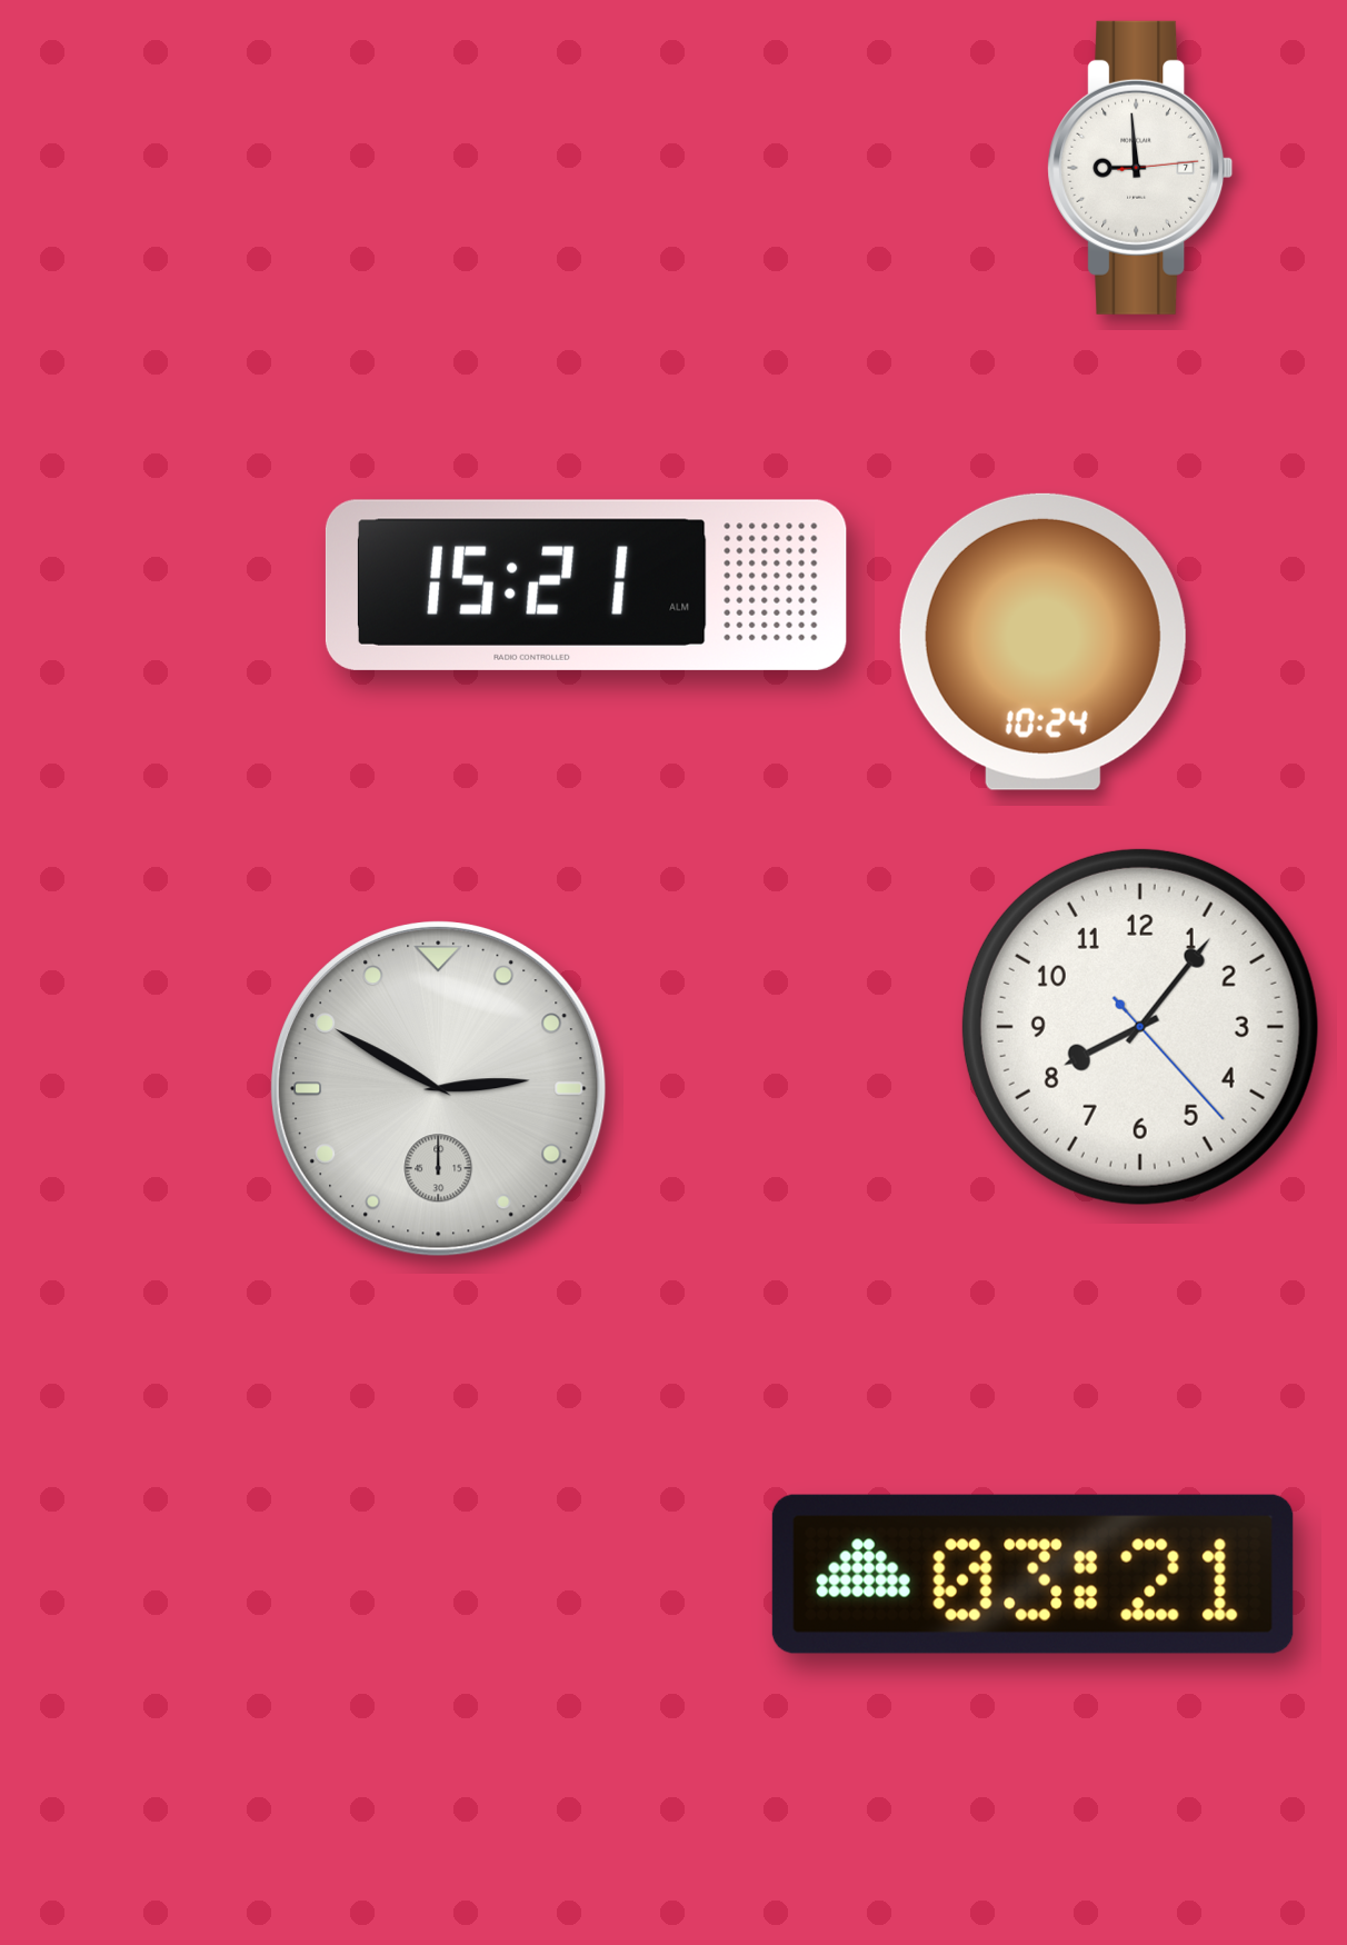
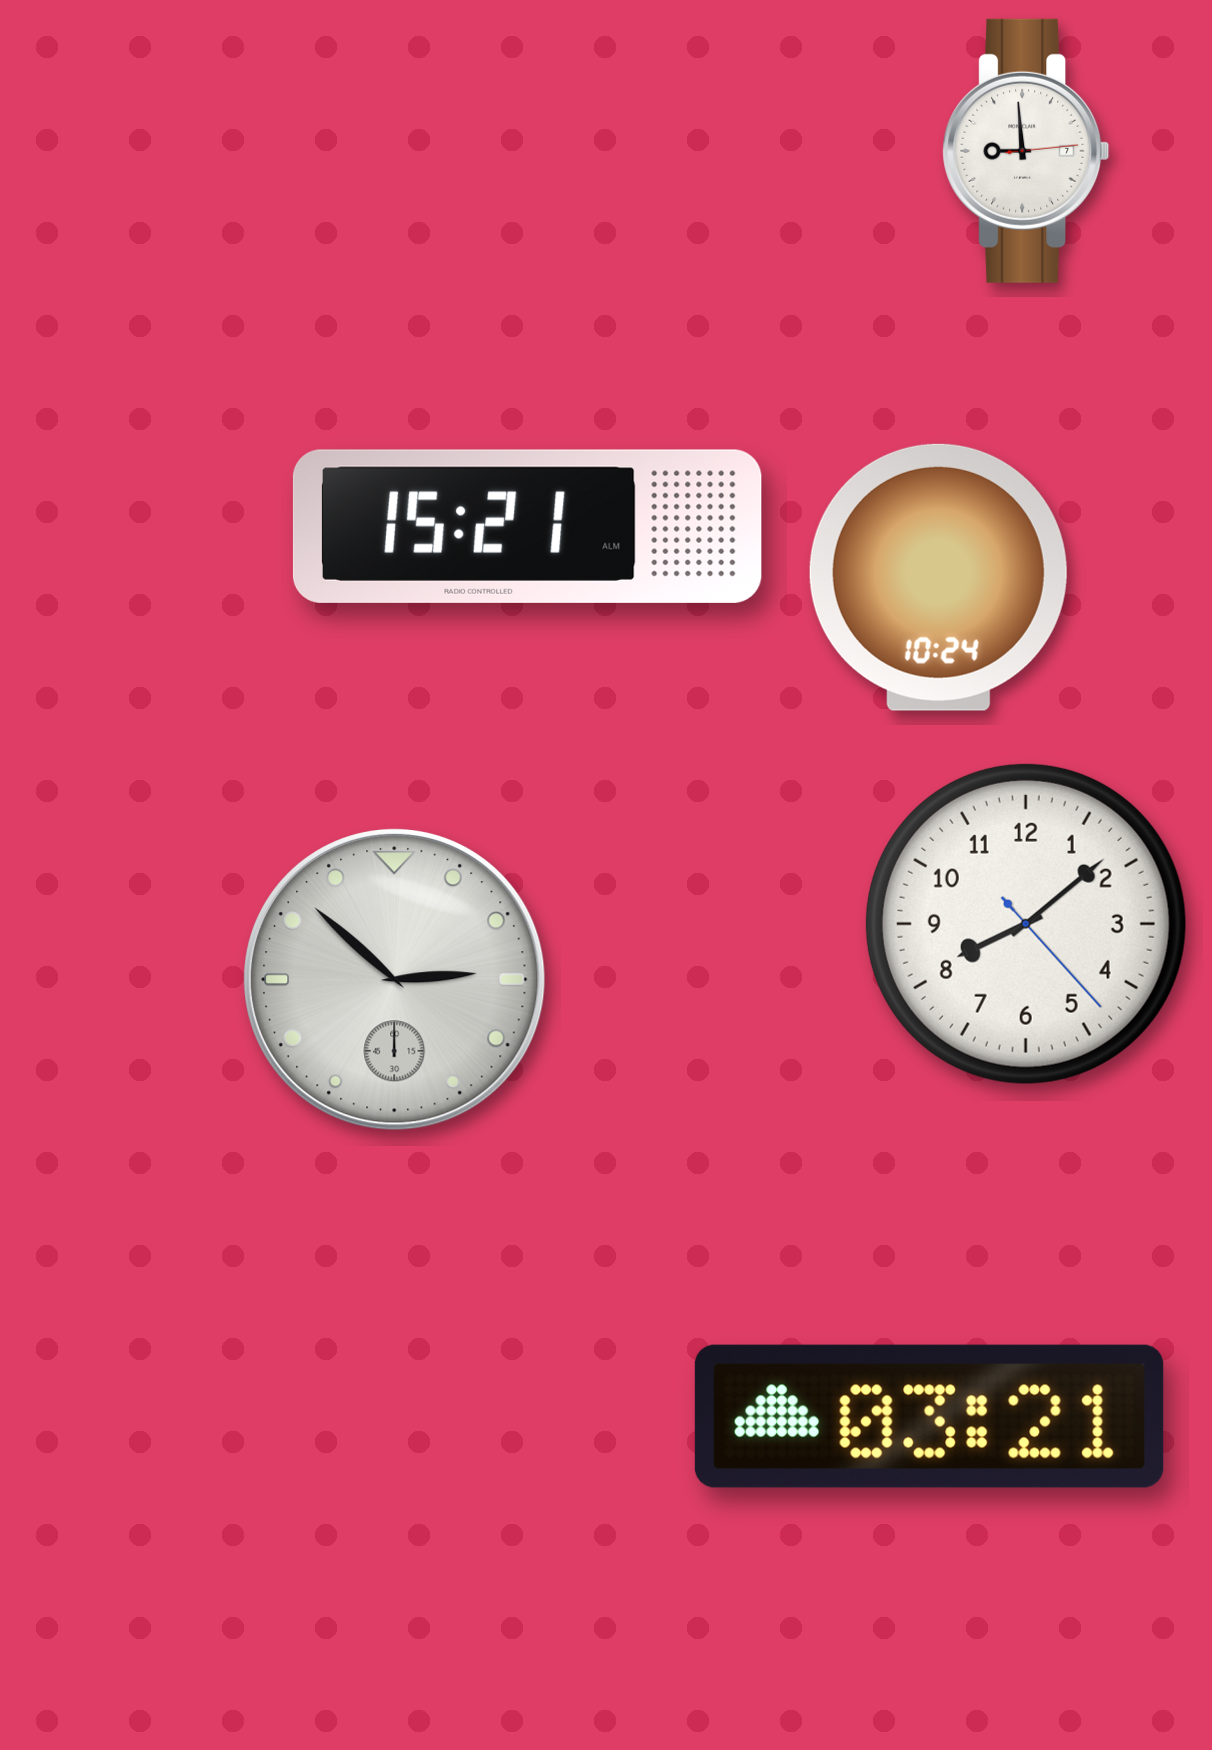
clock at (1140, 1027): 8:06 -> 8:08
clock at (439, 1089): 2:50 -> 2:52
